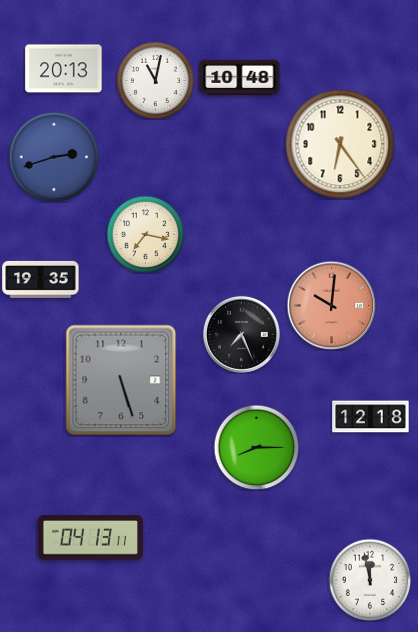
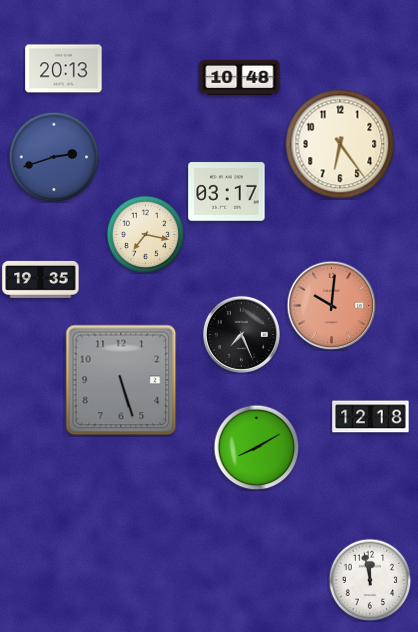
clock at (155, 80): 11:02 -> none
clock at (227, 192): none -> 03:17
clock at (256, 447): 8:15 -> 8:10
clock at (90, 538): 04:13 -> none
